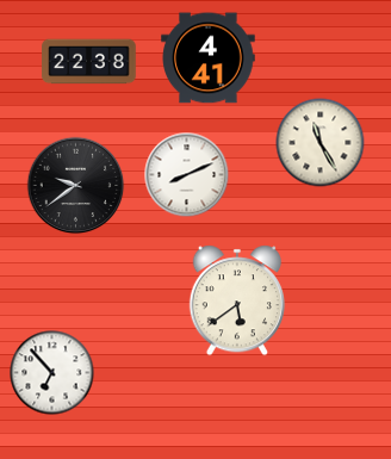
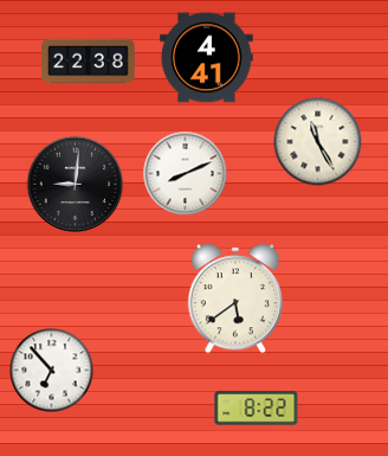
clock at (76, 186): 9:39 -> 9:01
clock at (257, 409): none -> 8:22
